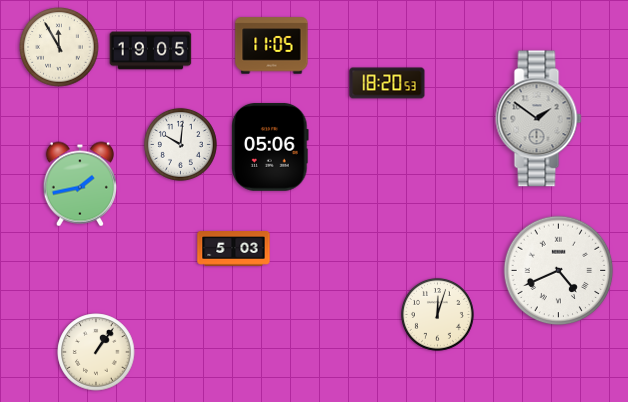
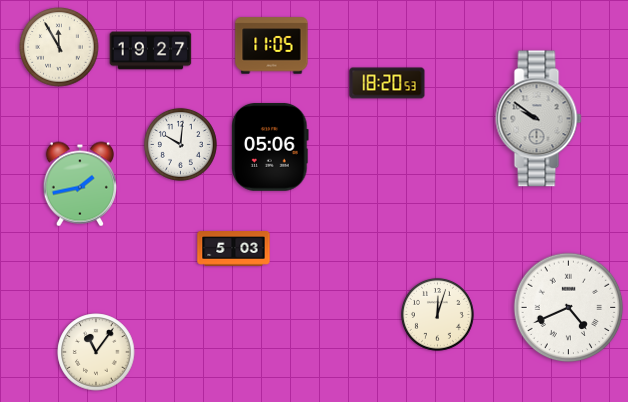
clock at (151, 51): 19:05 -> 19:27
clock at (539, 119): 1:51 -> 9:51
clock at (559, 271) position: (559, 271) -> (569, 308)
clock at (96, 352): 1:06 -> 11:06
